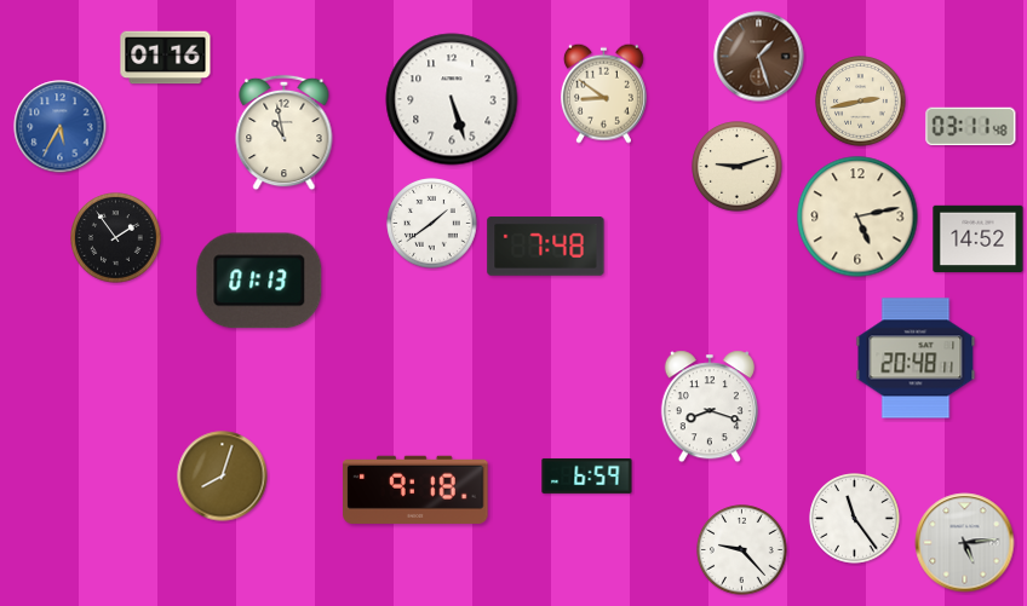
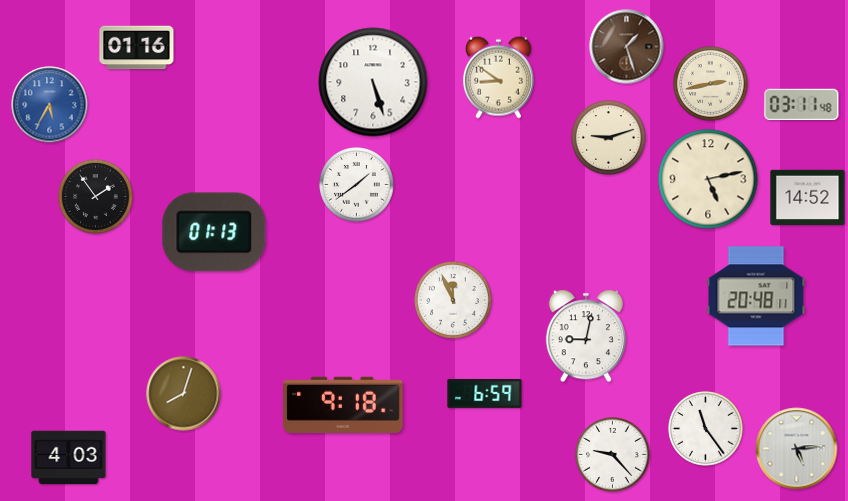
clock at (285, 133): 10:58 -> none
clock at (546, 247): 7:48 -> none
clock at (453, 300): none -> 11:56
clock at (710, 406): 8:18 -> 9:02
clock at (69, 458): none -> 4:03
